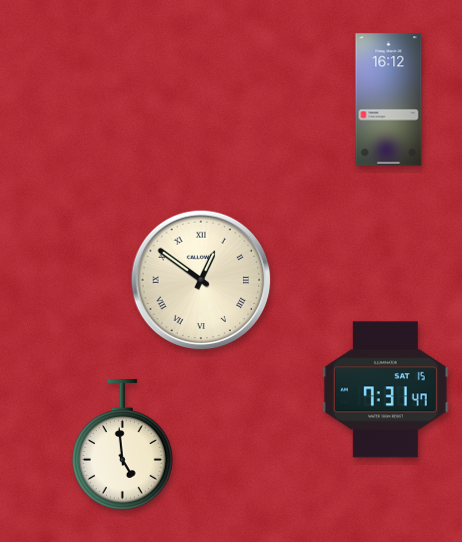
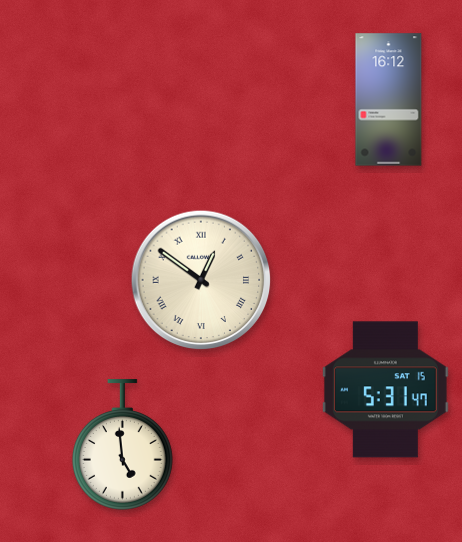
clock at (385, 390): 7:31 -> 5:31
